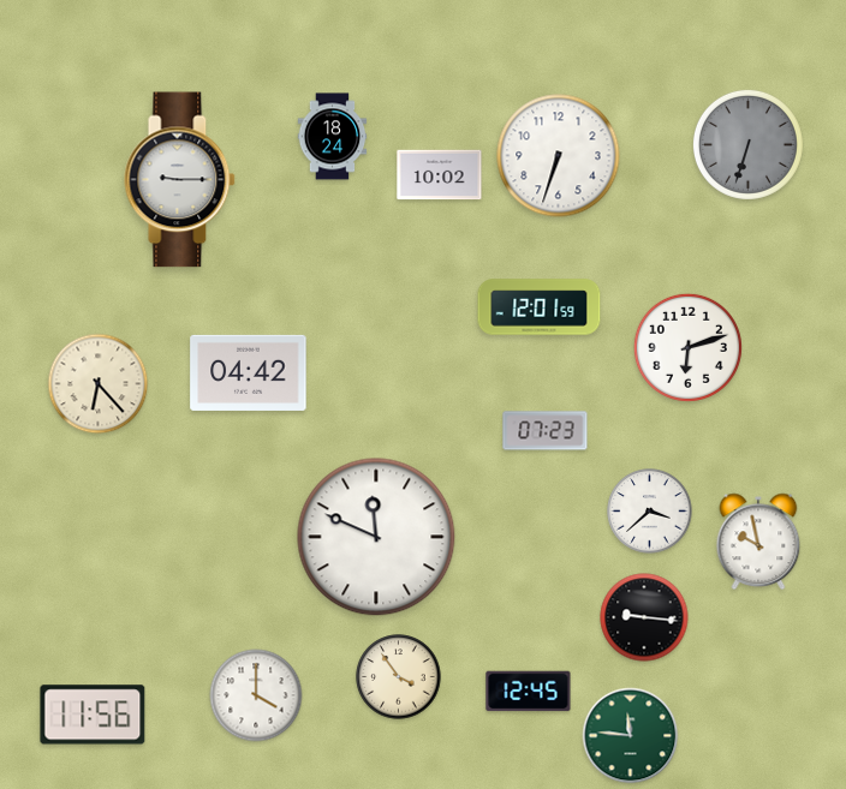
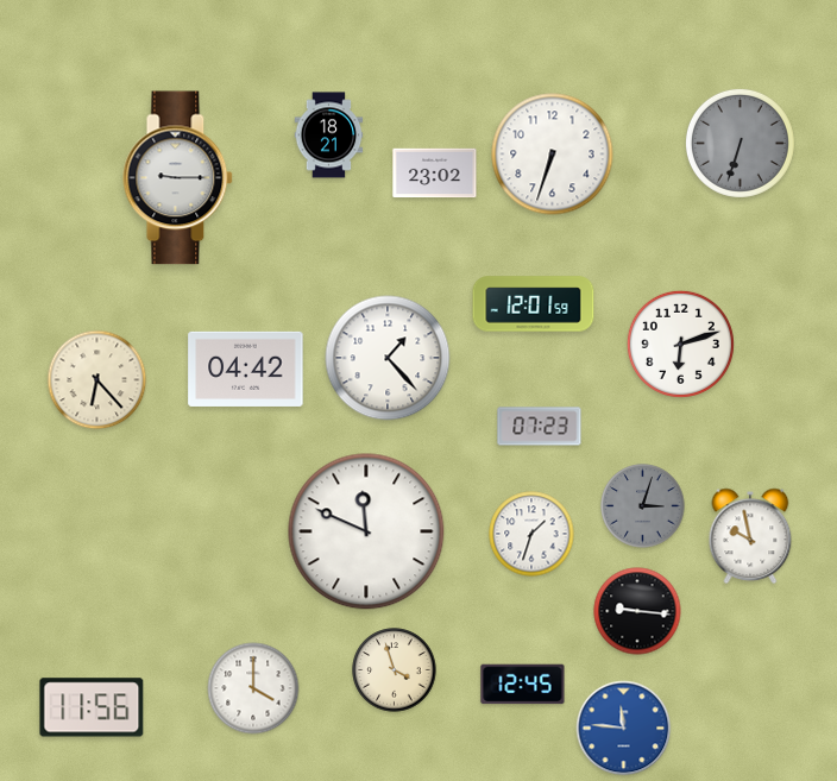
clock at (333, 137): 18:24 -> 18:21
clock at (440, 175): 10:02 -> 23:02
clock at (388, 358): none -> 1:23
clock at (650, 512): 3:38 -> 3:03
clock at (650, 512) dial: white -> grey
clock at (376, 537) position: (376, 537) -> (366, 531)
clock at (531, 534): none -> 1:33
clock at (399, 677): 3:54 -> 3:57
clock at (631, 736) dial: green -> blue
